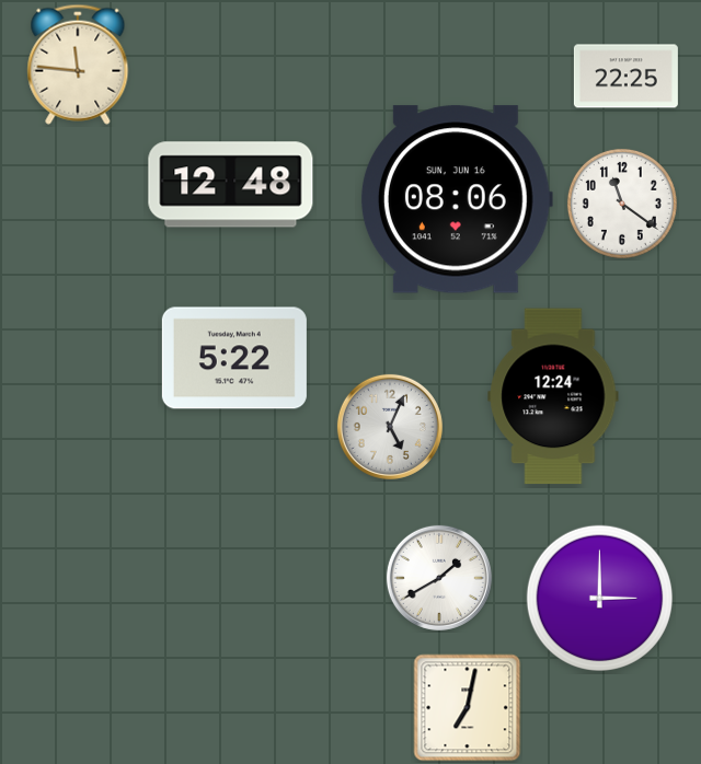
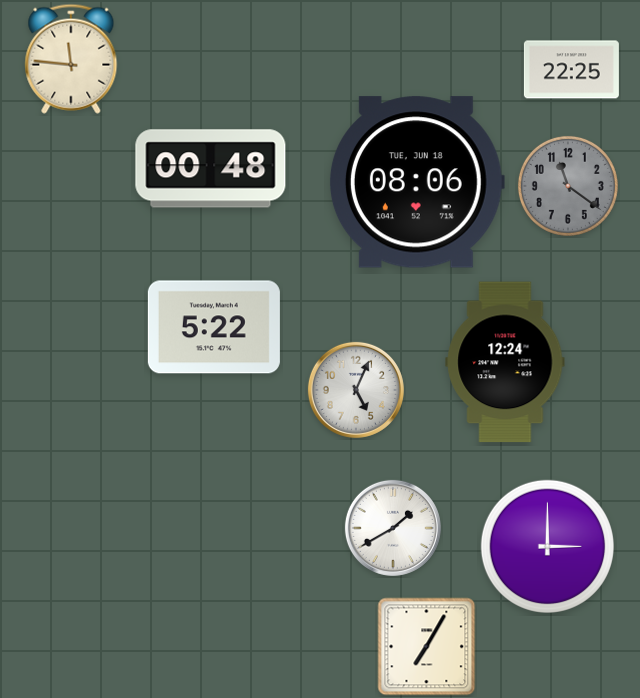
clock at (231, 185): 12:48 -> 00:48
clock at (456, 199) date: SUN, JUN 16 -> TUE, JUN 18
clock at (622, 204) dial: white -> grey
clock at (439, 578) position: (439, 578) -> (393, 528)
clock at (468, 708): 7:02 -> 7:05
